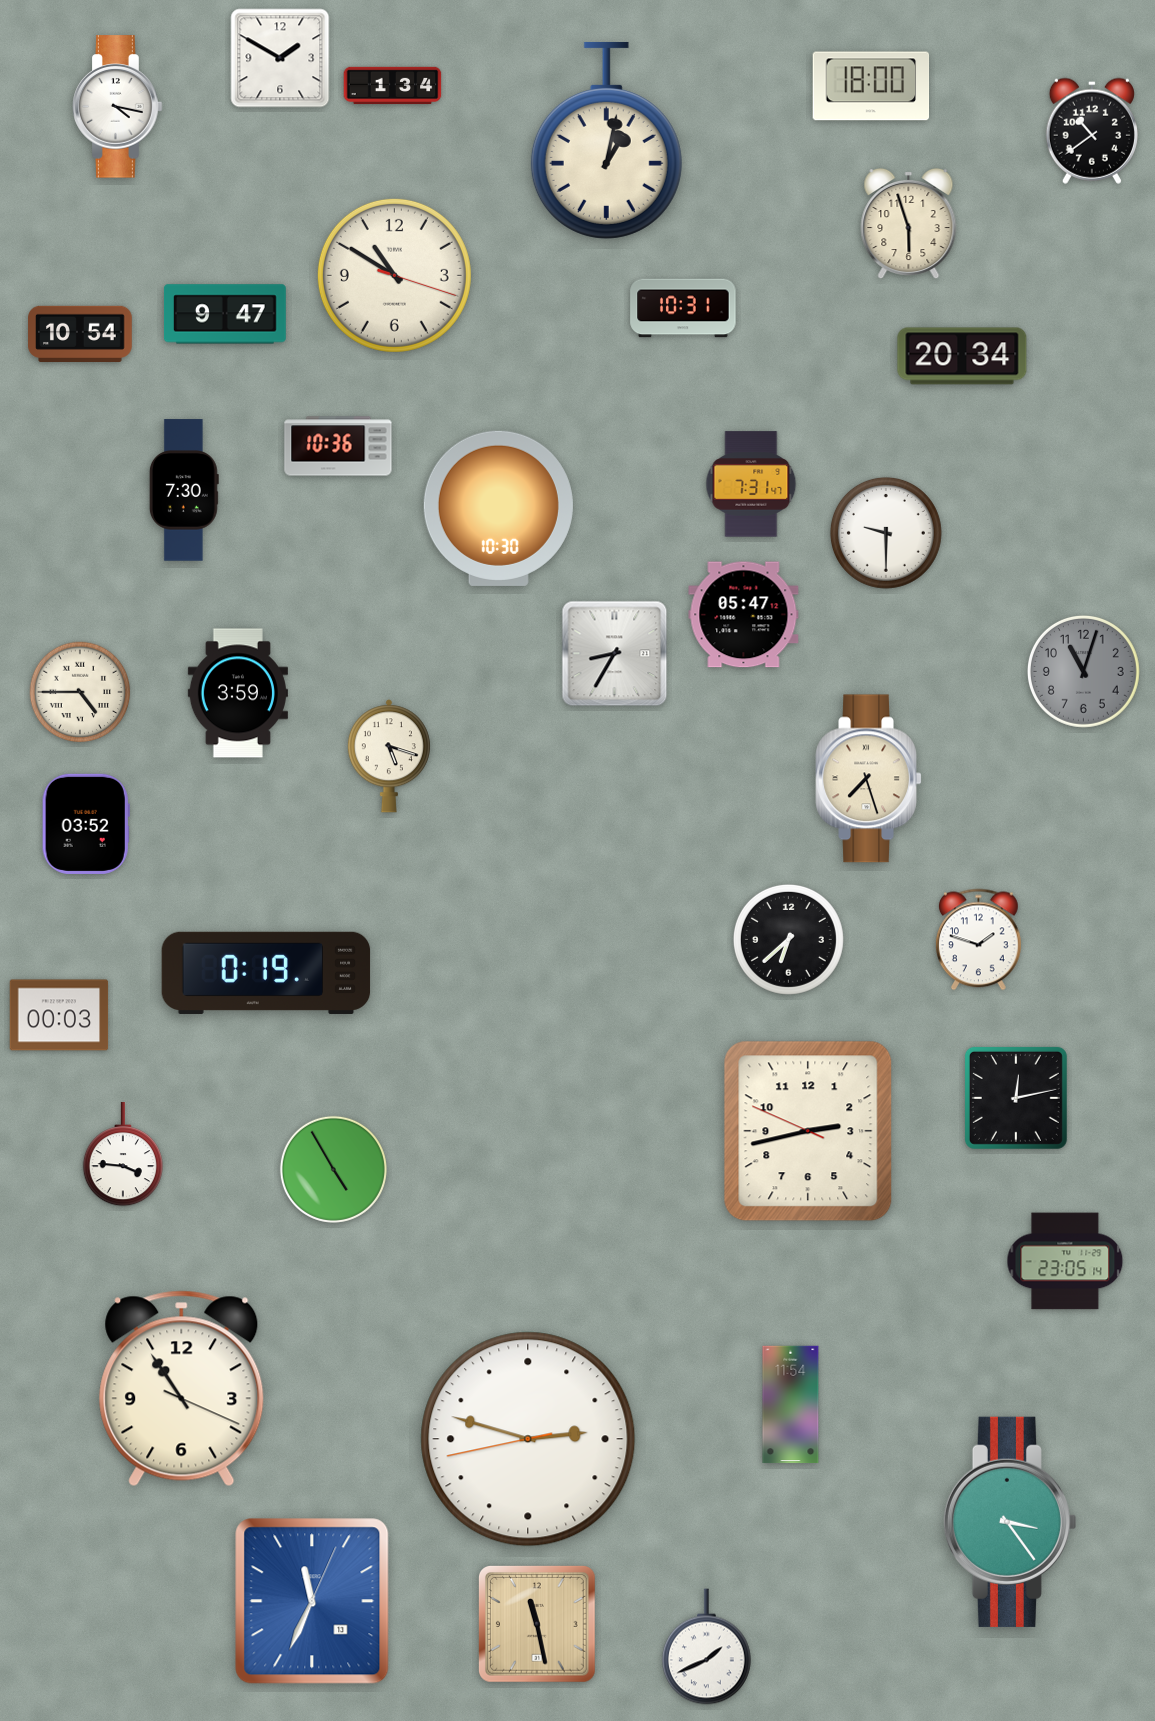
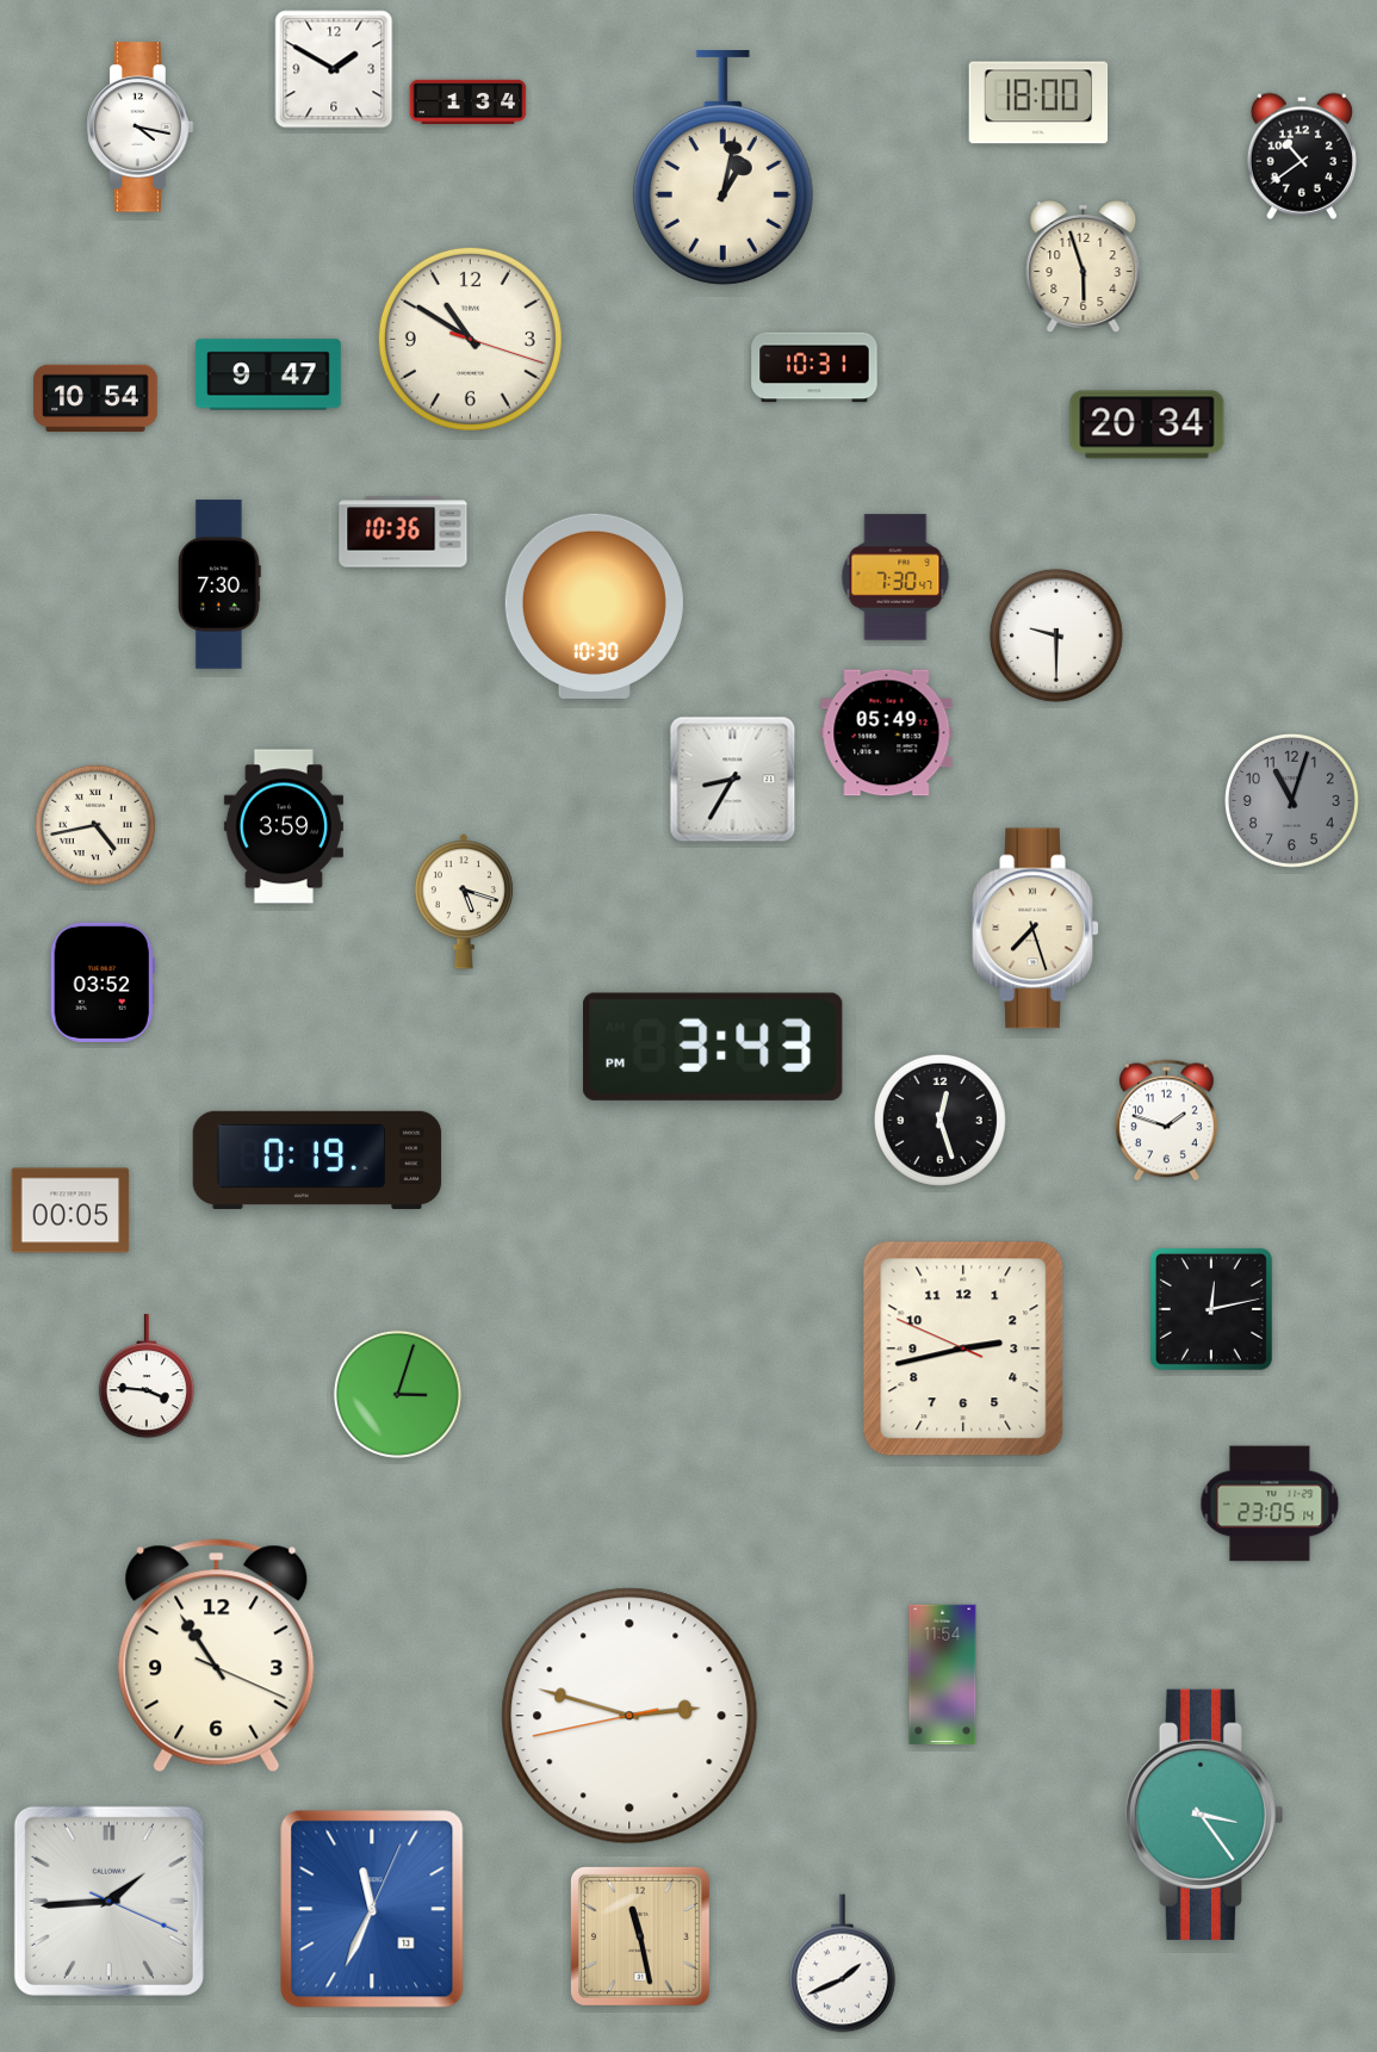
clock at (394, 275) position: (394, 275) -> (470, 339)
clock at (751, 484): 7:31 -> 7:30
clock at (744, 615): 05:47 -> 05:49
clock at (80, 692): 4:45 -> 4:43
clock at (713, 1047): none -> 3:43
clock at (788, 939): 6:38 -> 12:27
clock at (59, 1015): 00:03 -> 00:05
clock at (333, 1169): 4:55 -> 3:03
clock at (108, 1901): none -> 1:44
